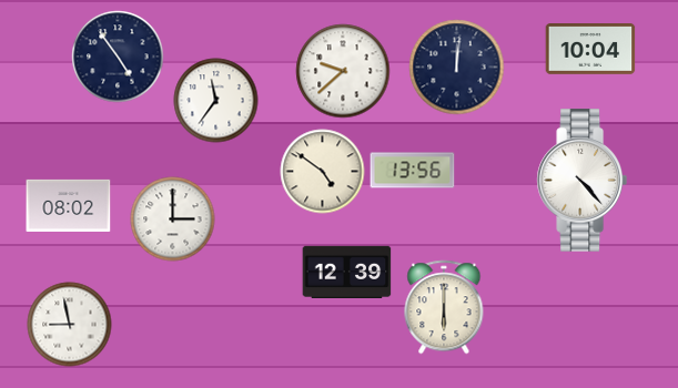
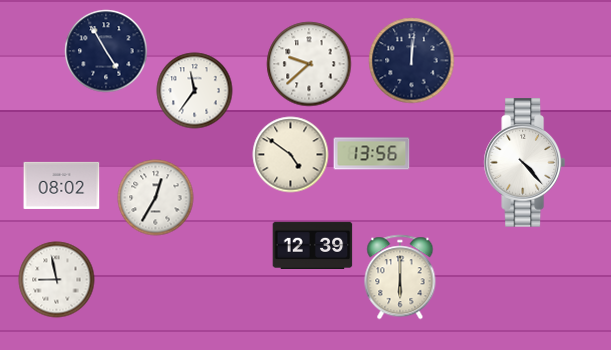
clock at (590, 50): 10:04 -> none
clock at (118, 57): 4:54 -> 4:55
clock at (173, 219): 3:00 -> 12:35
clock at (70, 325) position: (70, 325) -> (57, 280)
